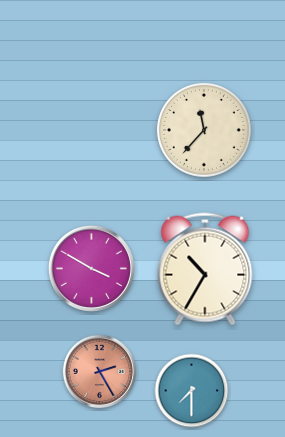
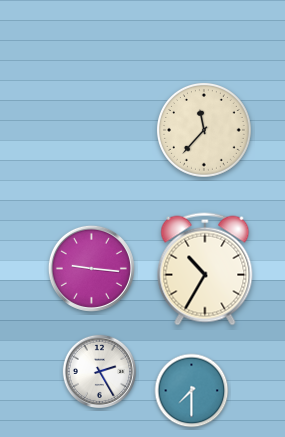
clock at (91, 268): 3:50 -> 9:16
clock at (99, 371) dial: salmon -> white
